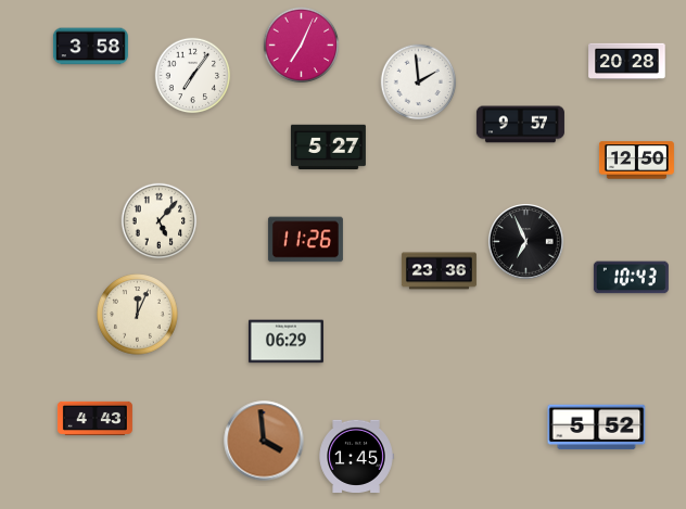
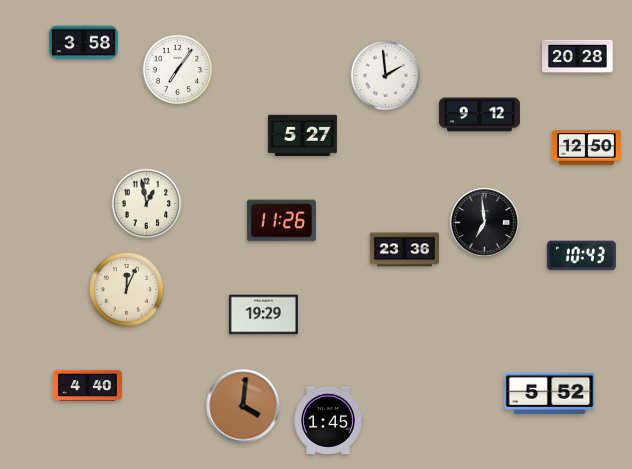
clock at (302, 46): 7:04 -> none
clock at (520, 125): 9:57 -> 9:12
clock at (160, 221): 5:07 -> 12:58
clock at (526, 242): 6:56 -> 6:59
clock at (285, 342): 06:29 -> 19:29
clock at (94, 418): 4:43 -> 4:40
clock at (264, 441): 3:59 -> 4:01
